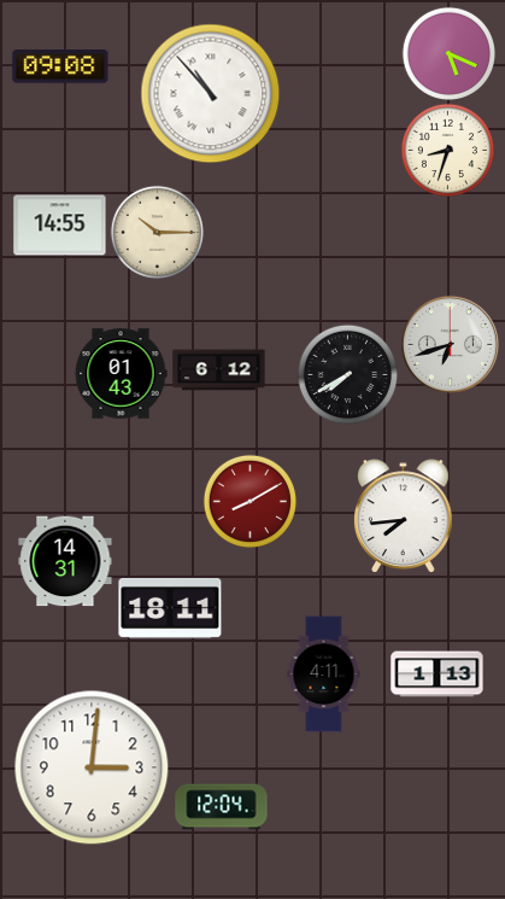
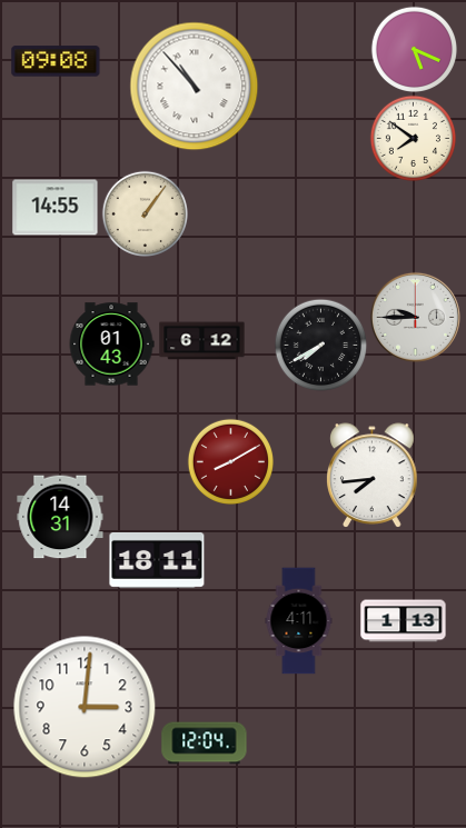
clock at (447, 150): 8:33 -> 7:51
clock at (157, 232): 10:15 -> 1:06
clock at (450, 344): 6:42 -> 9:45
